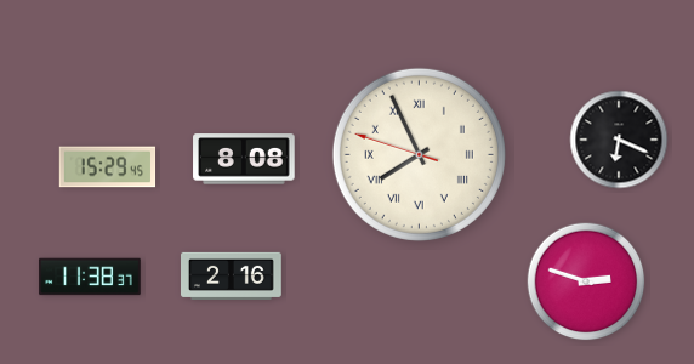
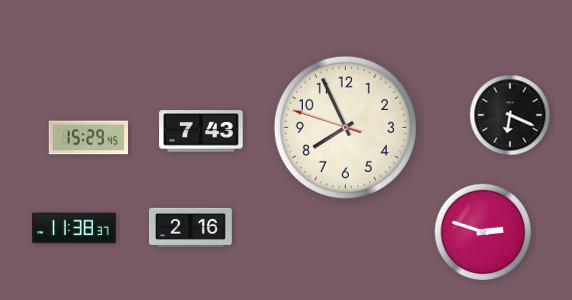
clock at (419, 154) numerals: Roman -> Arabic
clock at (244, 159): 8:08 -> 7:43
